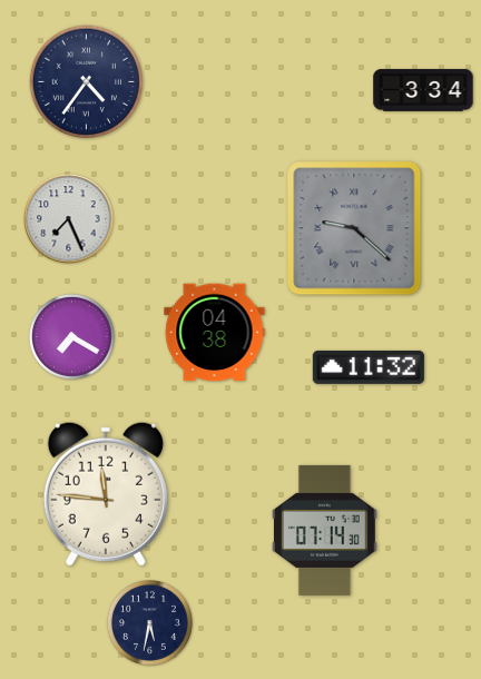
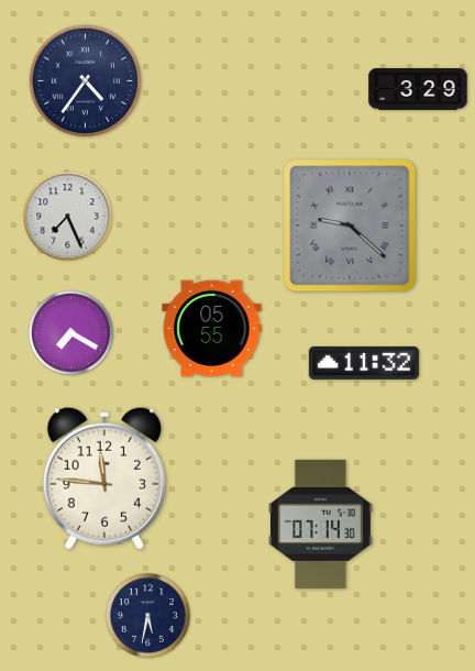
clock at (423, 90): 3:34 -> 3:29
clock at (215, 333): 04:38 -> 05:55
clock at (106, 494) position: (106, 494) -> (104, 479)
